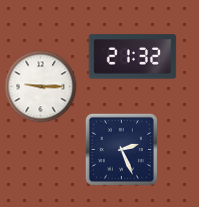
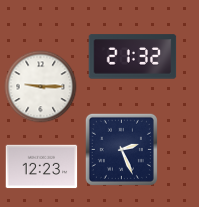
clock at (42, 167): none -> 12:23
